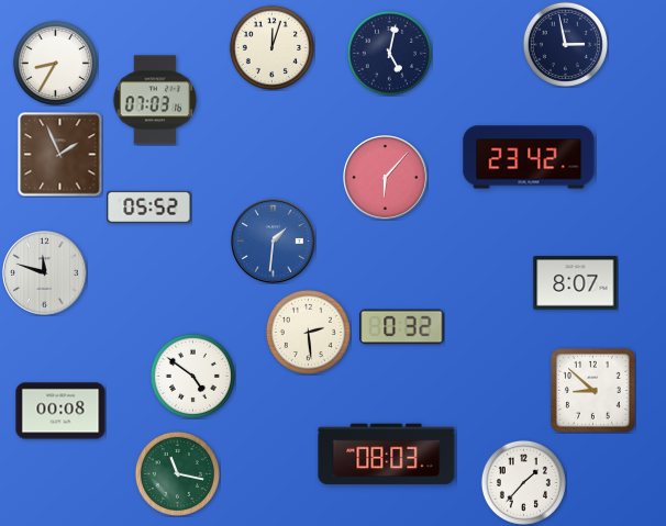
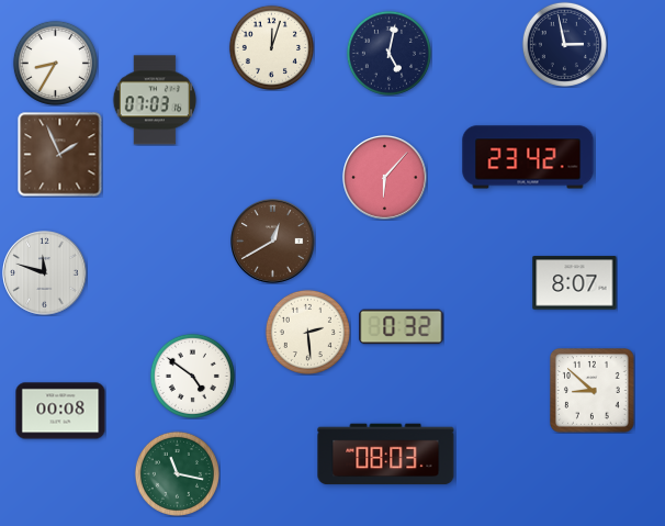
clock at (149, 206): 05:52 -> none
clock at (274, 242): 1:31 -> 12:40
clock at (274, 242) dial: blue -> brown
clock at (523, 482): 1:37 -> none
